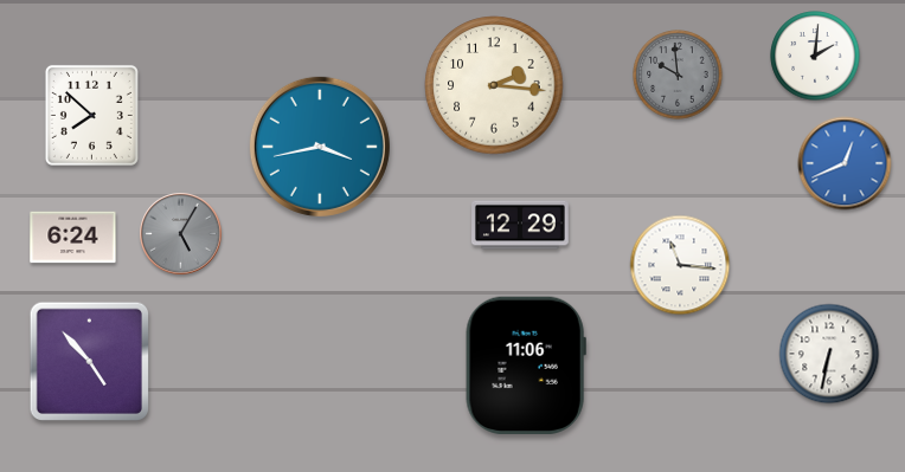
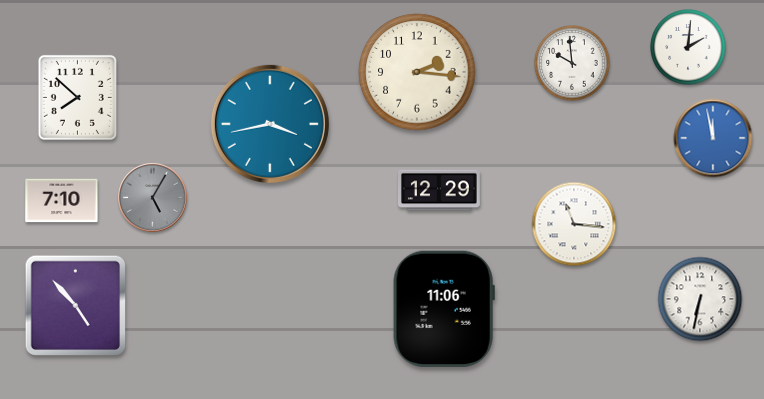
clock at (678, 75) dial: grey -> white
clock at (845, 163): 12:41 -> 11:58
clock at (73, 238): 6:24 -> 7:10
